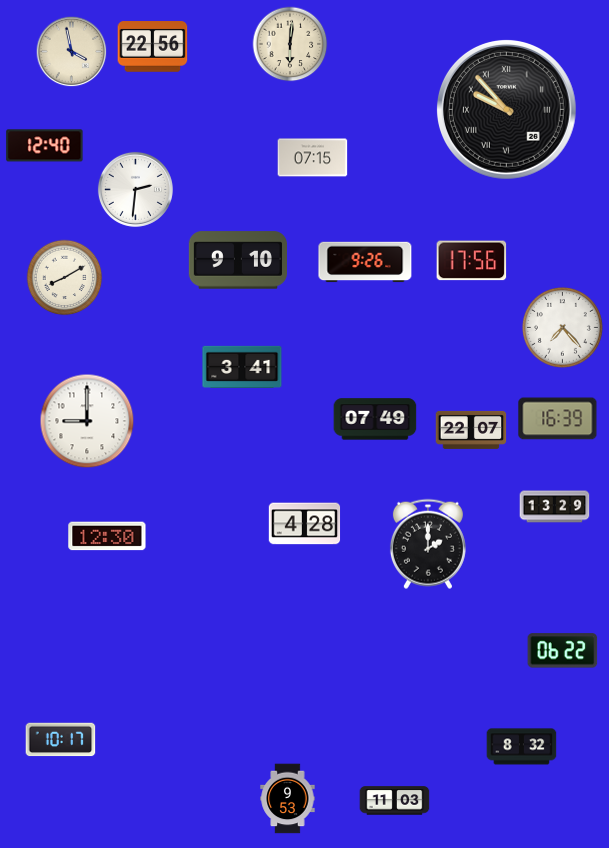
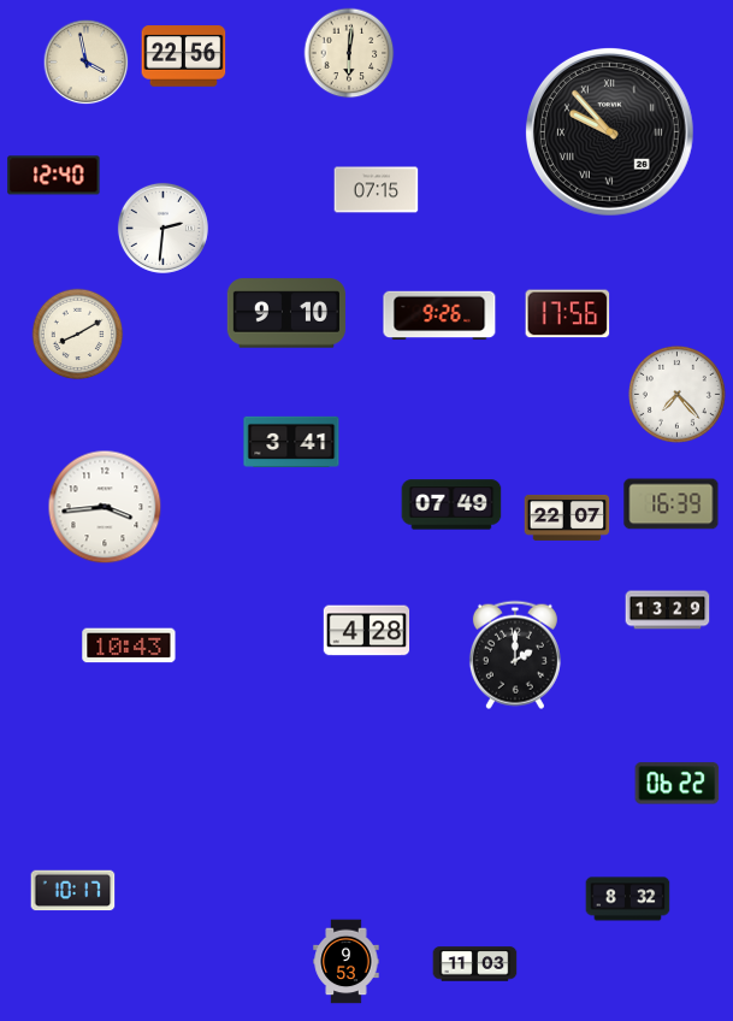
clock at (87, 421): 9:00 -> 3:44
clock at (107, 536): 12:30 -> 10:43
